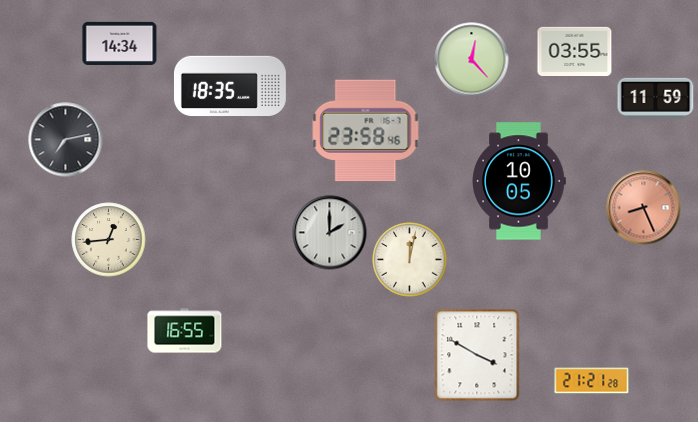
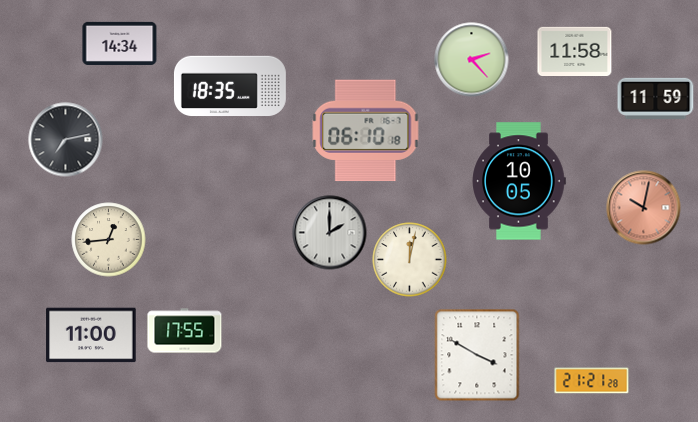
clock at (575, 51): 03:55 -> 11:58
clock at (472, 60): 12:23 -> 2:23
clock at (366, 131): 23:58 -> 06:10
clock at (644, 208): 8:26 -> 10:02
clock at (185, 331): 16:55 -> 17:55
clock at (91, 335): none -> 11:00
